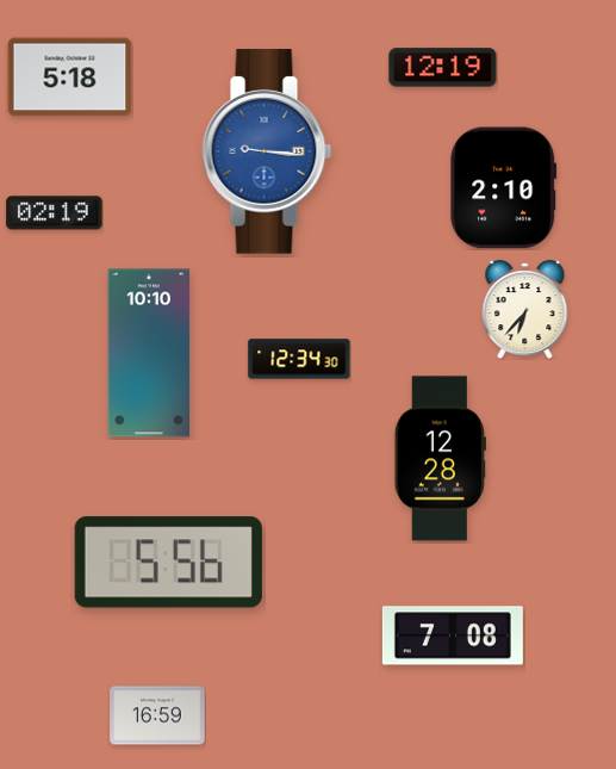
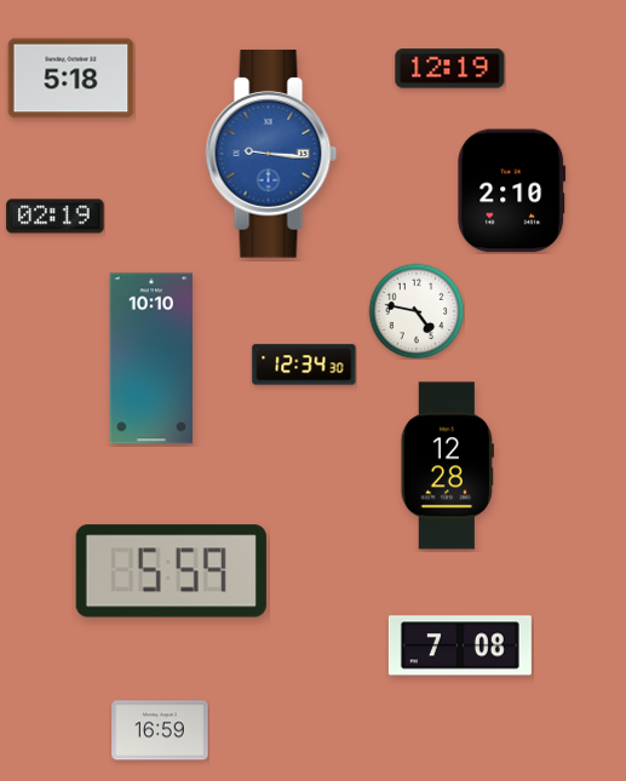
clock at (417, 311): none -> 4:47
clock at (525, 310): 6:37 -> none
clock at (168, 563): 5:56 -> 5:59
clock at (157, 715) position: (157, 715) -> (160, 730)
